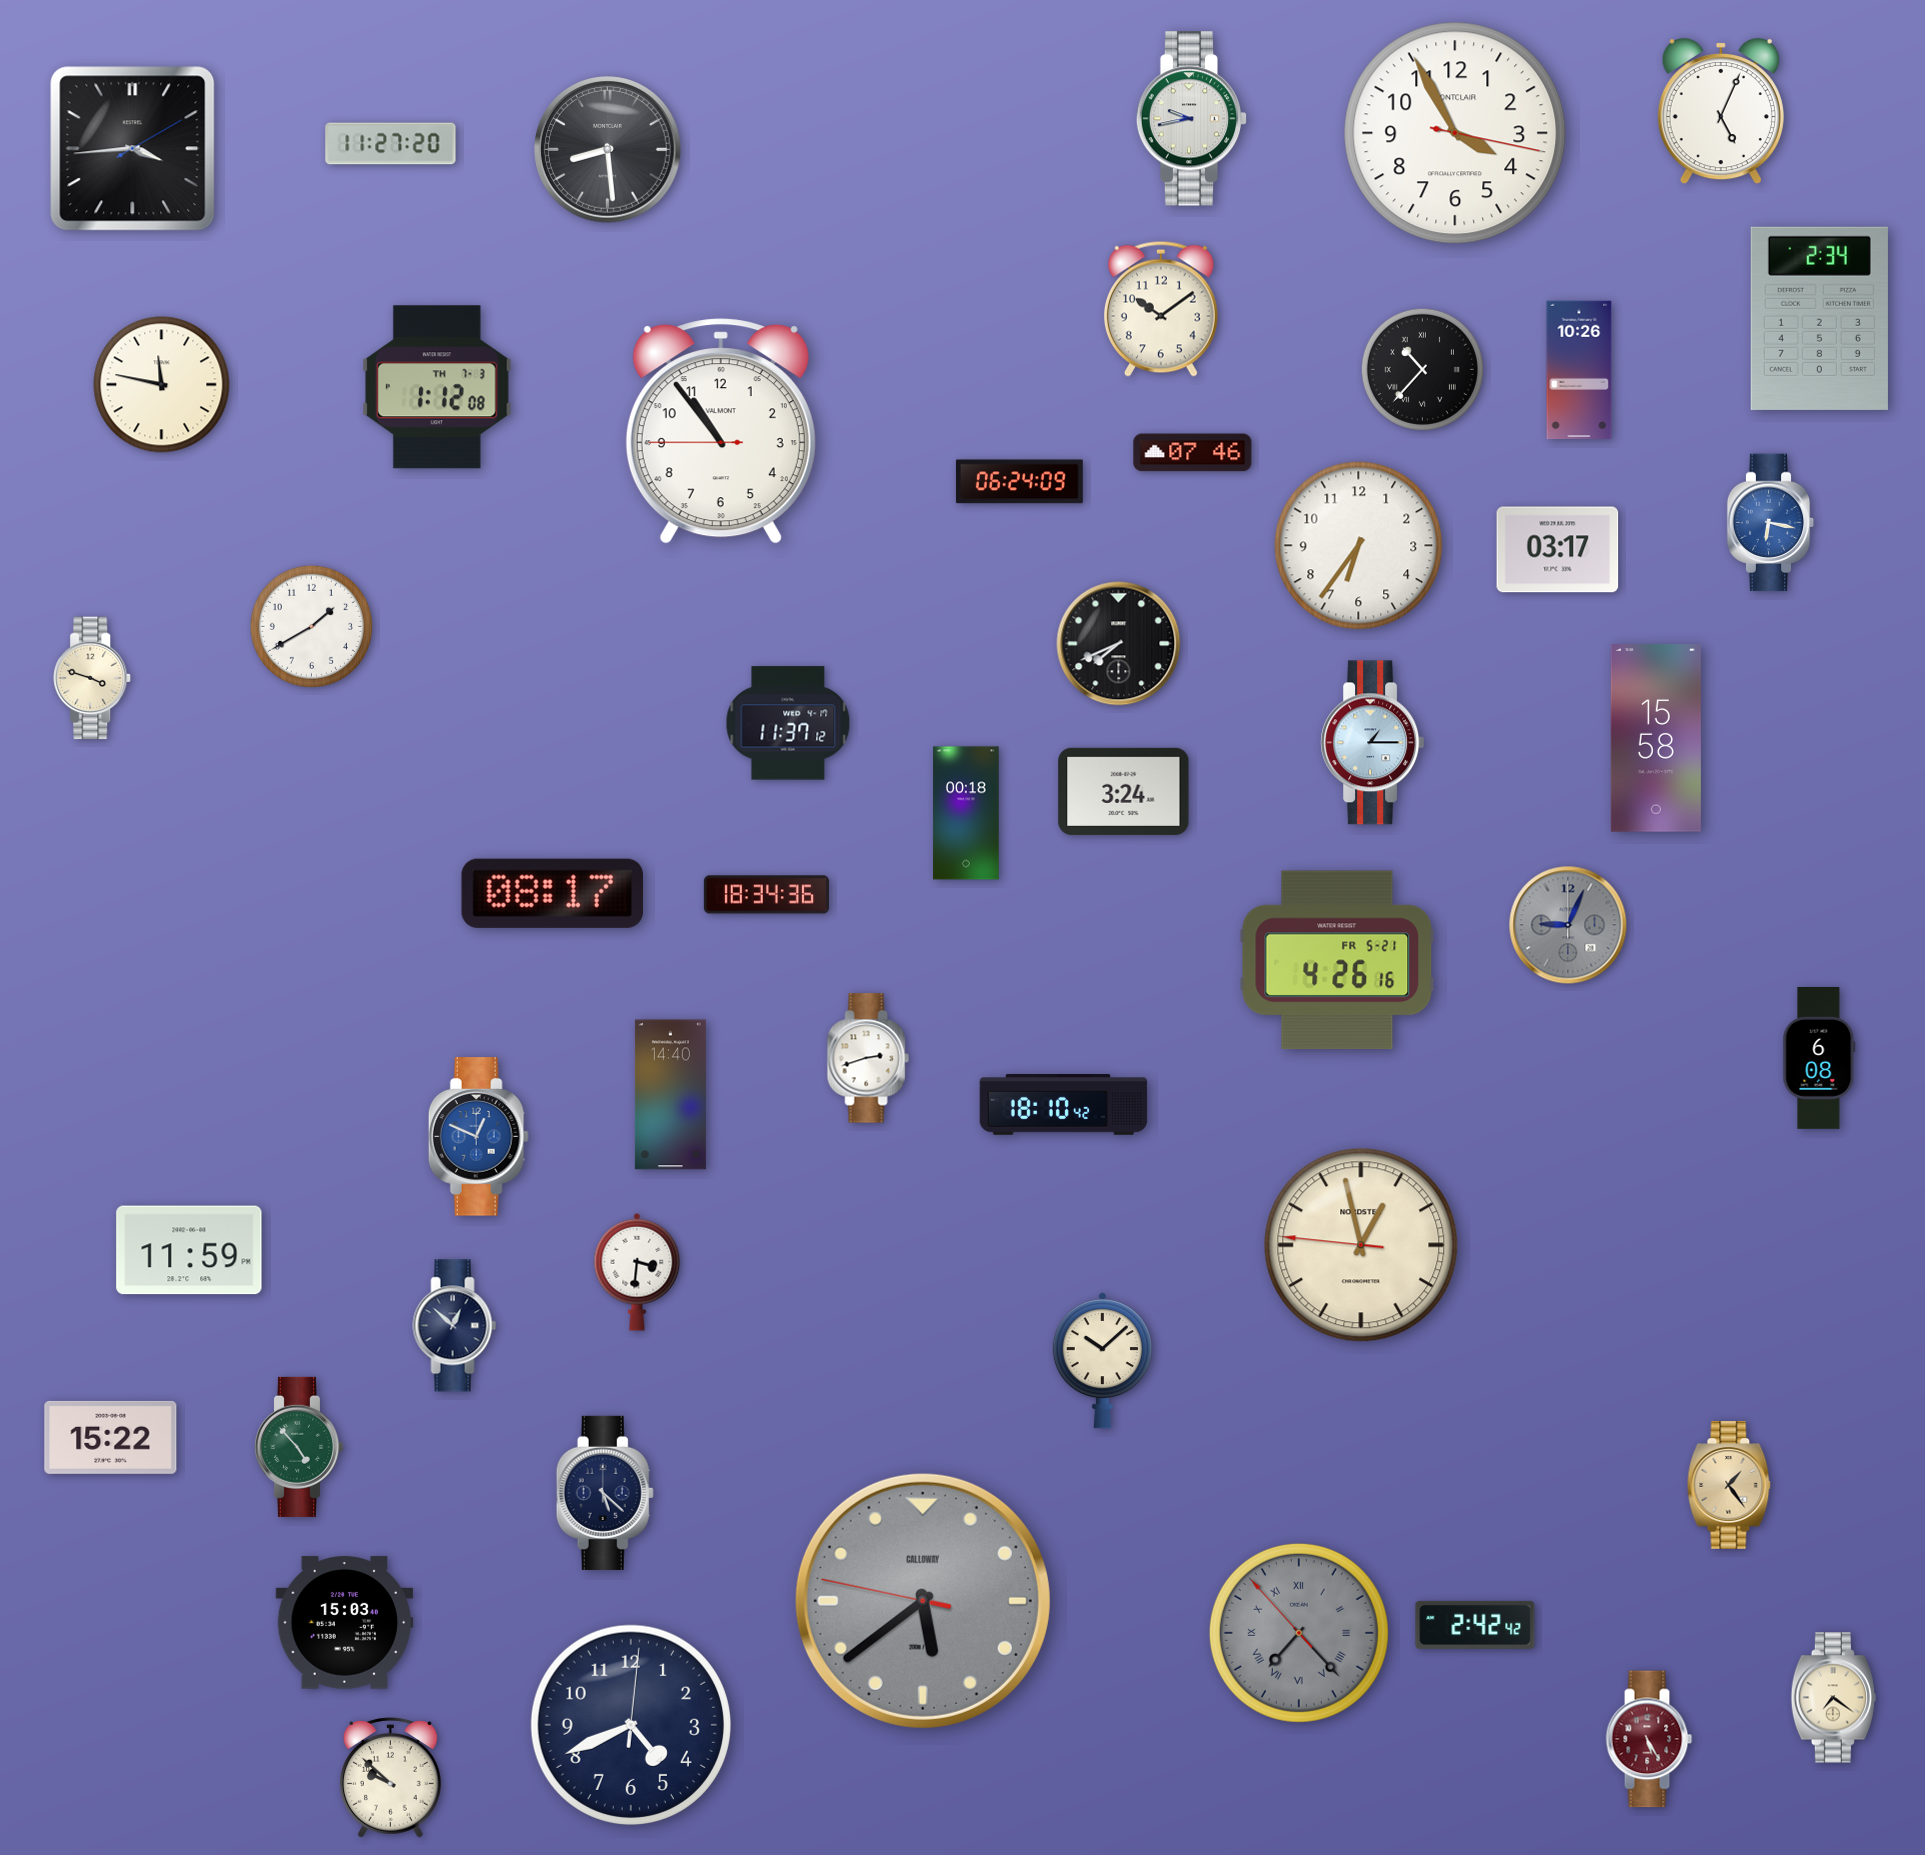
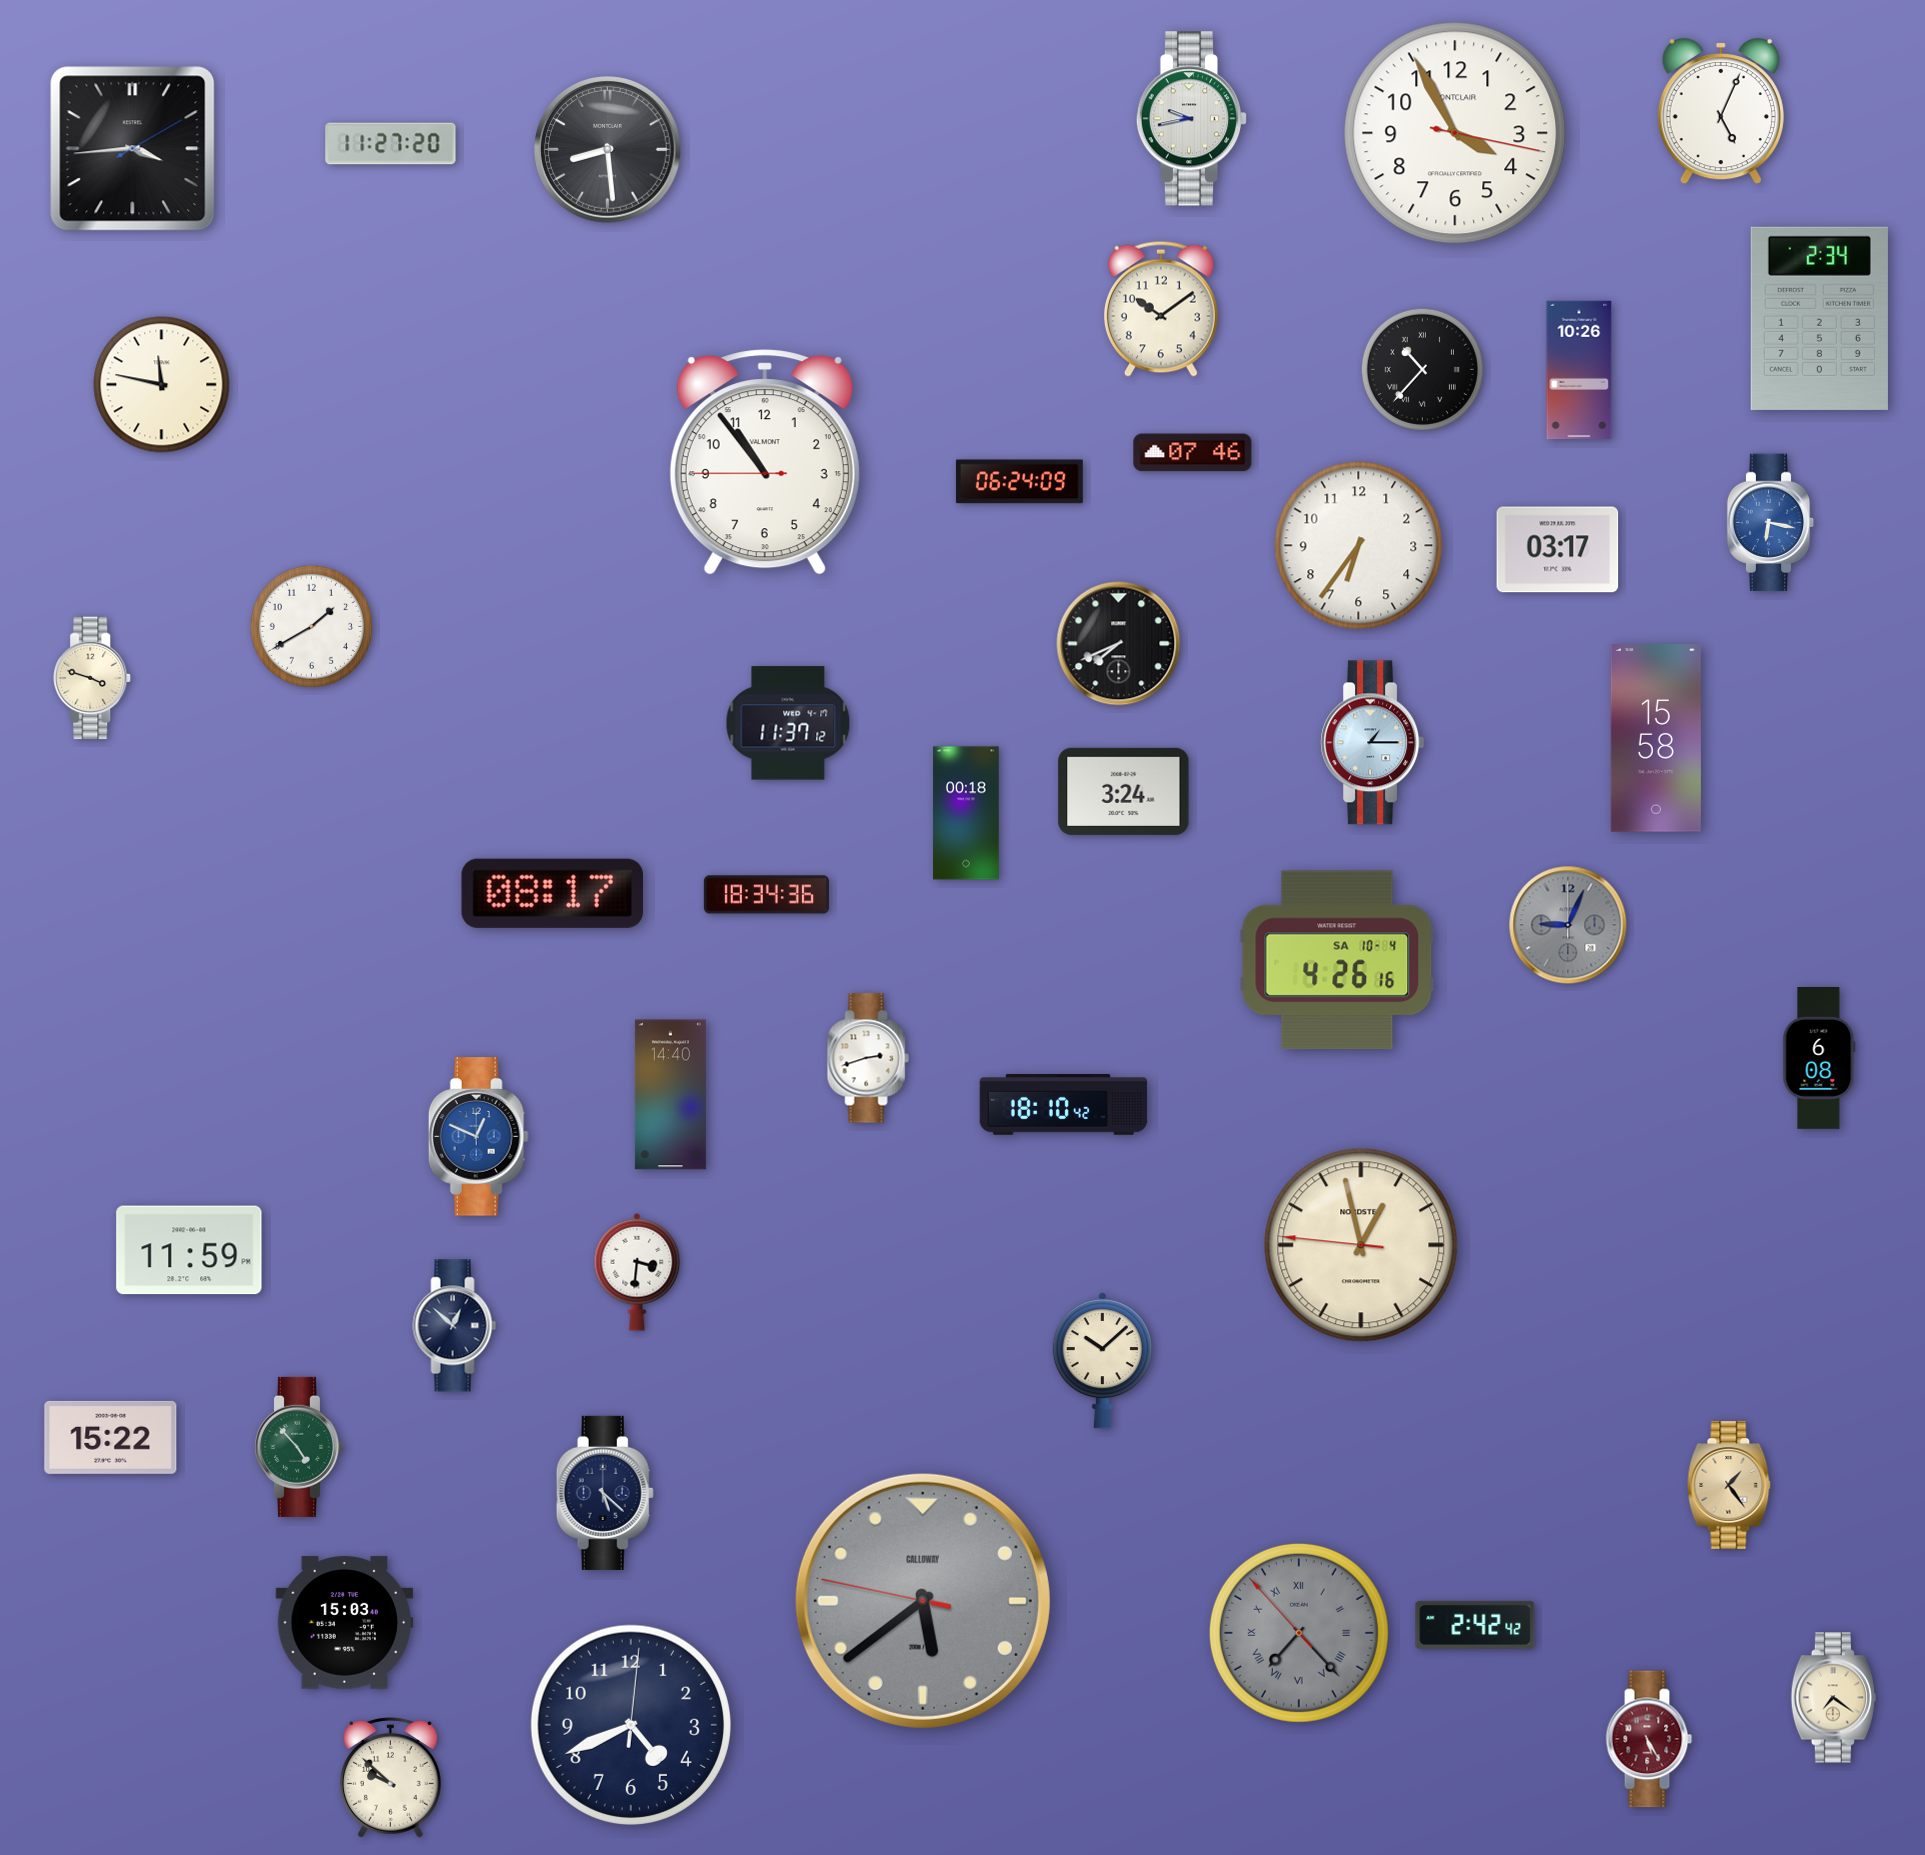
clock at (437, 387): 1:12 -> none
clock at (721, 431) position: (721, 431) -> (765, 462)
clock at (1337, 960) date: FR 5-21 -> SA 10-4
